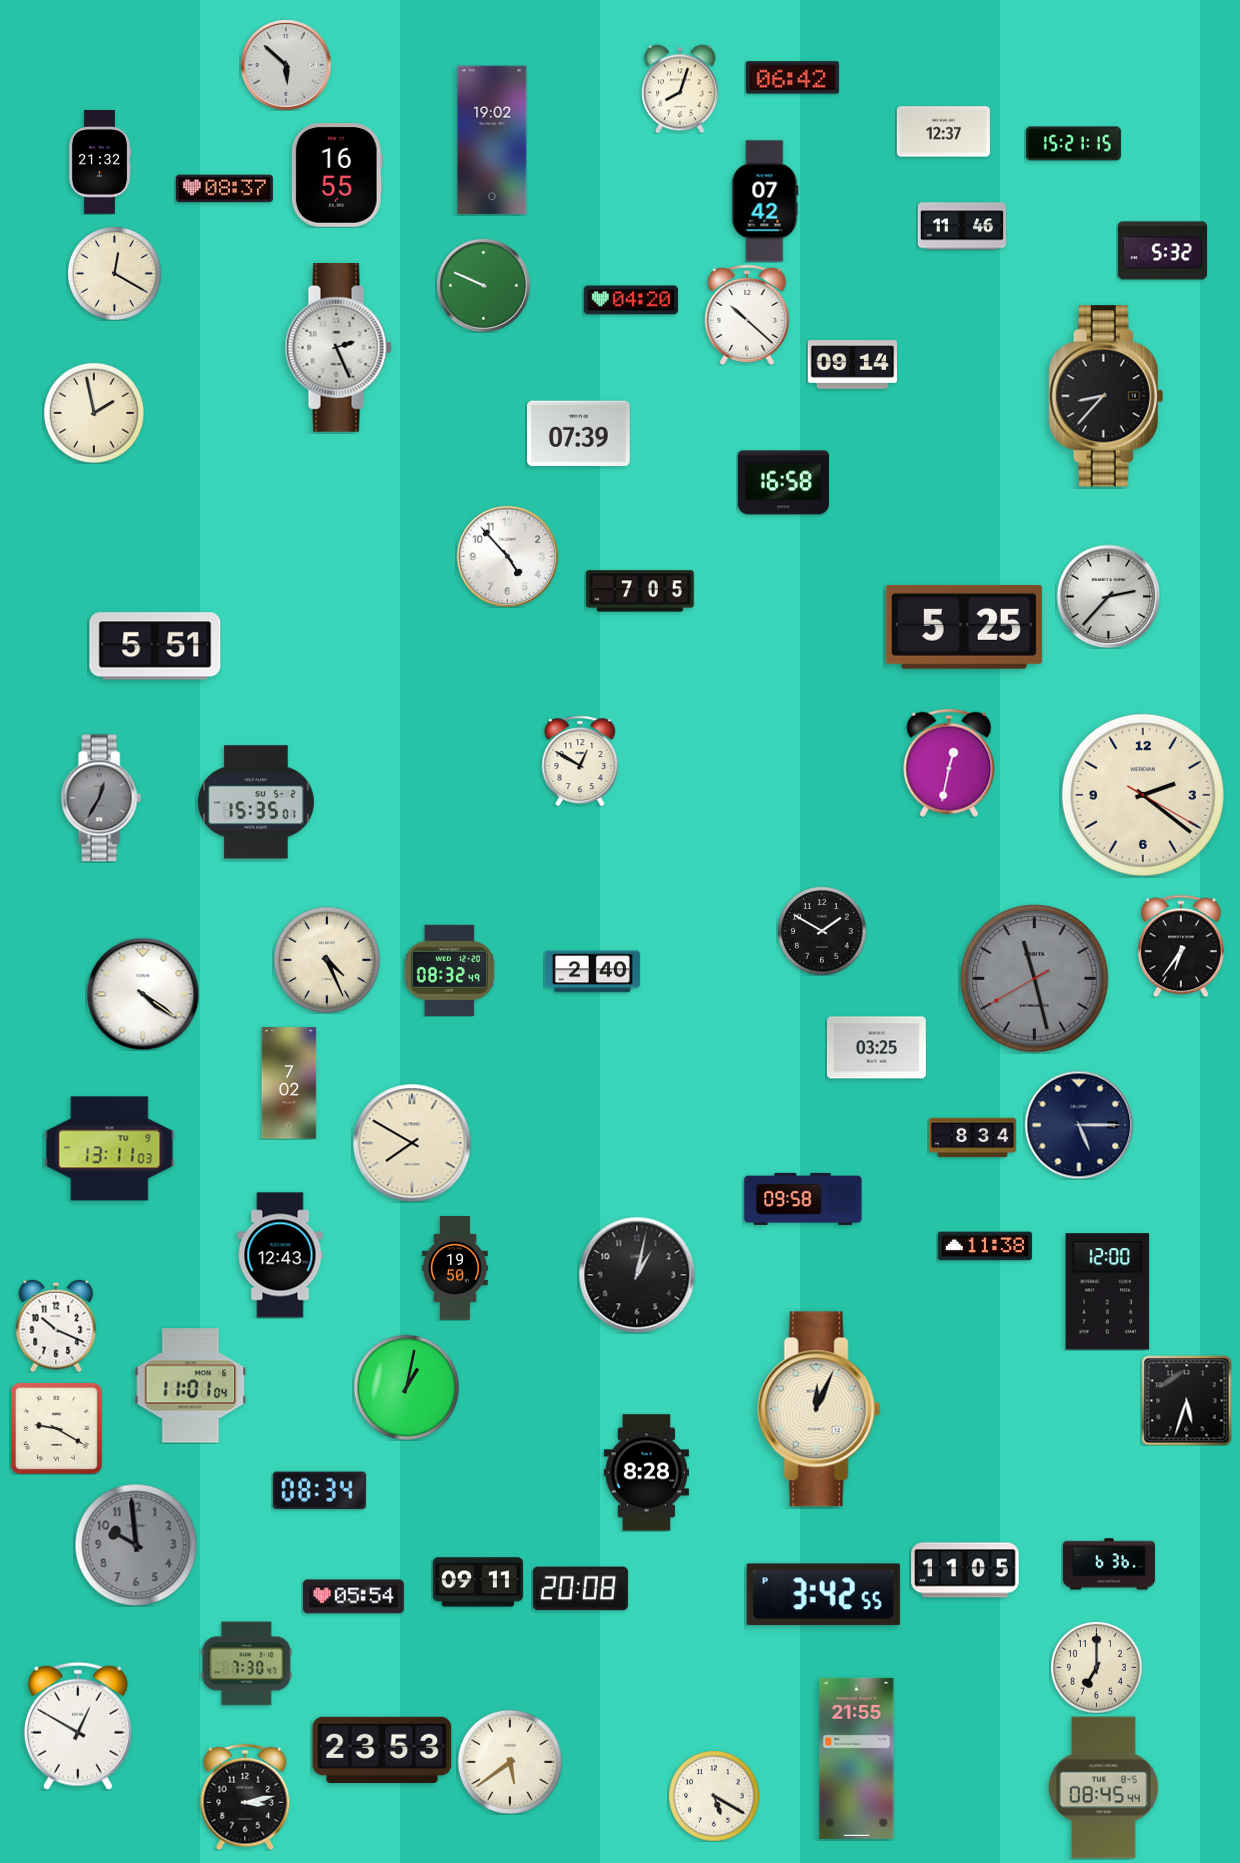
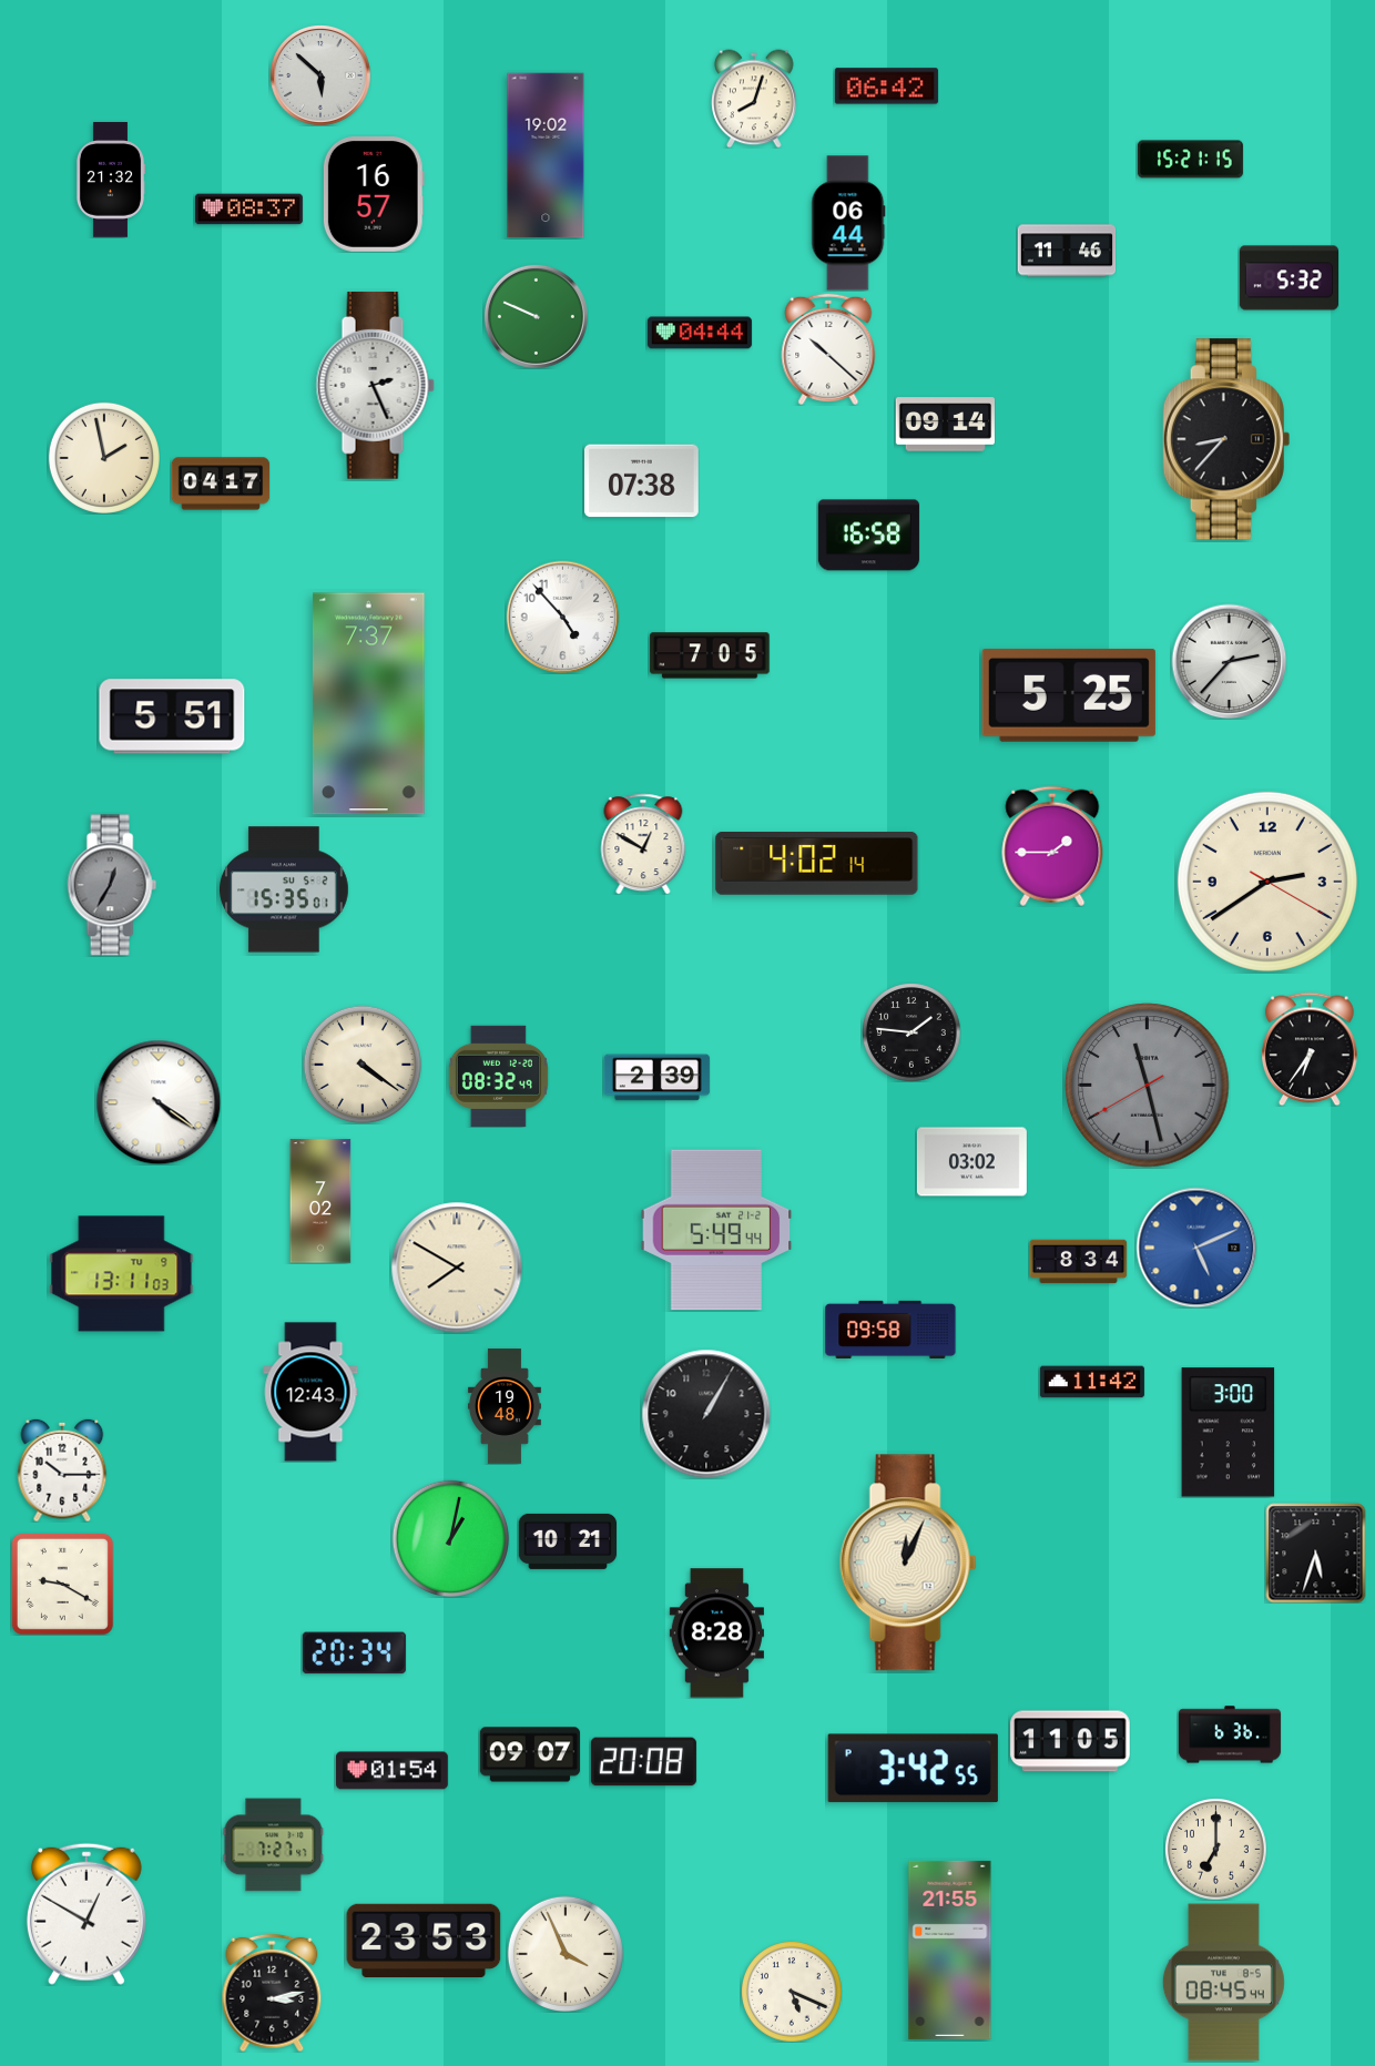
clock at (286, 65) position: (286, 65) -> (320, 75)
clock at (792, 78) position: (792, 78) -> (886, 86)
clock at (943, 132): 12:37 -> none
clock at (337, 176): 16:55 -> 16:57
clock at (765, 201): 07:42 -> 06:44
clock at (114, 273): 12:20 -> none
clock at (631, 300): 04:20 -> 04:44
clock at (852, 365) position: (852, 365) -> (945, 425)
clock at (579, 434): 07:39 -> 07:38
clock at (221, 484): none -> 04:17
clock at (368, 704): none -> 7:37
clock at (949, 763): 12:32 -> 1:45
clock at (817, 864): none -> 4:02
clock at (1143, 795): 2:21 -> 2:39
clock at (822, 931): 1:50 -> 1:46
clock at (326, 959): 4:26 -> 4:21
clock at (592, 972): 2:40 -> 2:39
clock at (876, 1048): 03:25 -> 03:02
clock at (716, 1230): none -> 5:49
clock at (1079, 1125): 5:15 -> 5:11
clock at (1079, 1125) dial: navy -> blue
clock at (985, 1246): 11:38 -> 11:42
clock at (455, 1268): 19:50 -> 19:48
clock at (637, 1275): 1:02 -> 1:05
clock at (1108, 1292): 12:00 -> 3:00
clock at (56, 1326): 10:19 -> 10:15
clock at (191, 1386): 11:01 -> none
clock at (567, 1541): none -> 10:21
clock at (319, 1491): 08:34 -> 20:34
clock at (136, 1545): 9:59 -> none
clock at (478, 1582): 09:11 -> 09:07
clock at (353, 1597): 05:54 -> 01:54
clock at (246, 1664): 7:30 -> 7:27
clock at (509, 1761): 5:39 -> 3:56
clock at (714, 1796): 5:20 -> 5:19
